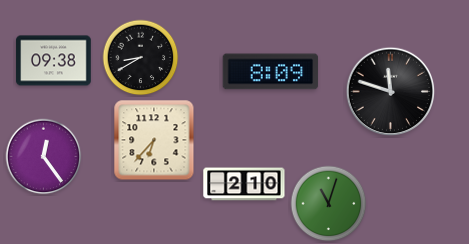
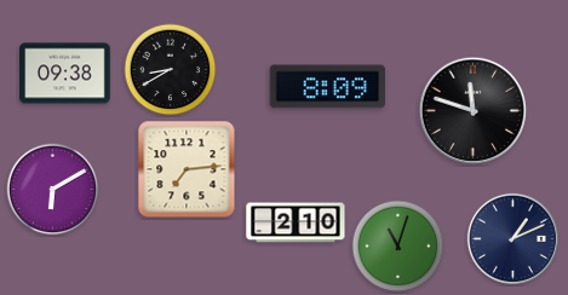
clock at (154, 140): 6:37 -> 7:14
clock at (44, 157): 12:24 -> 6:10
clock at (512, 238): none -> 1:11
